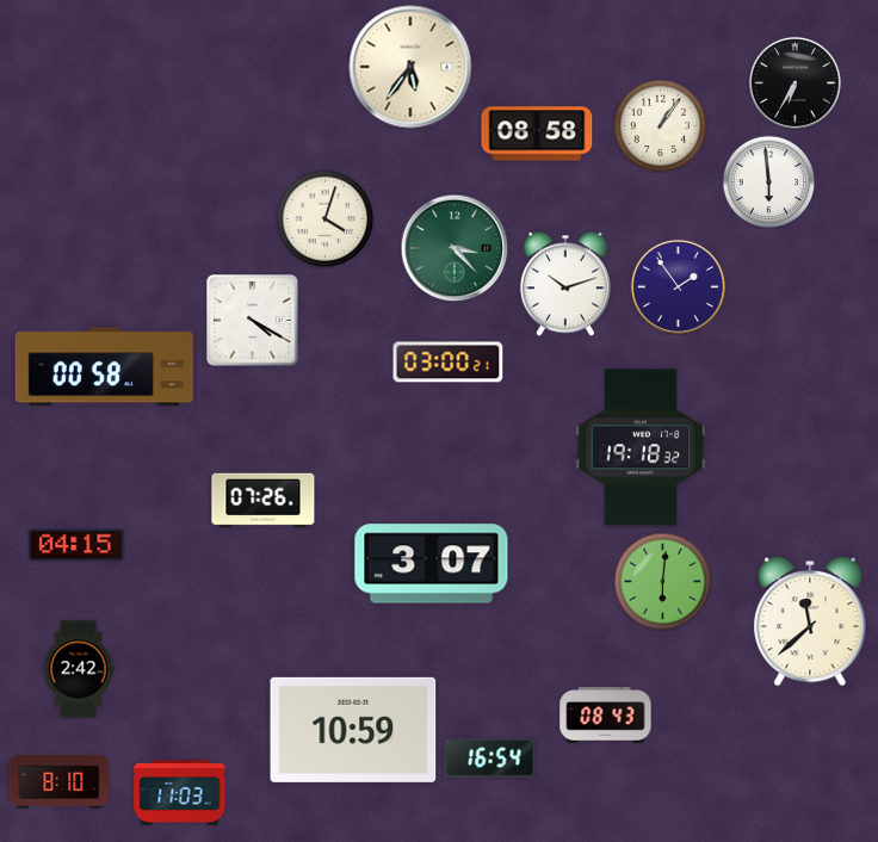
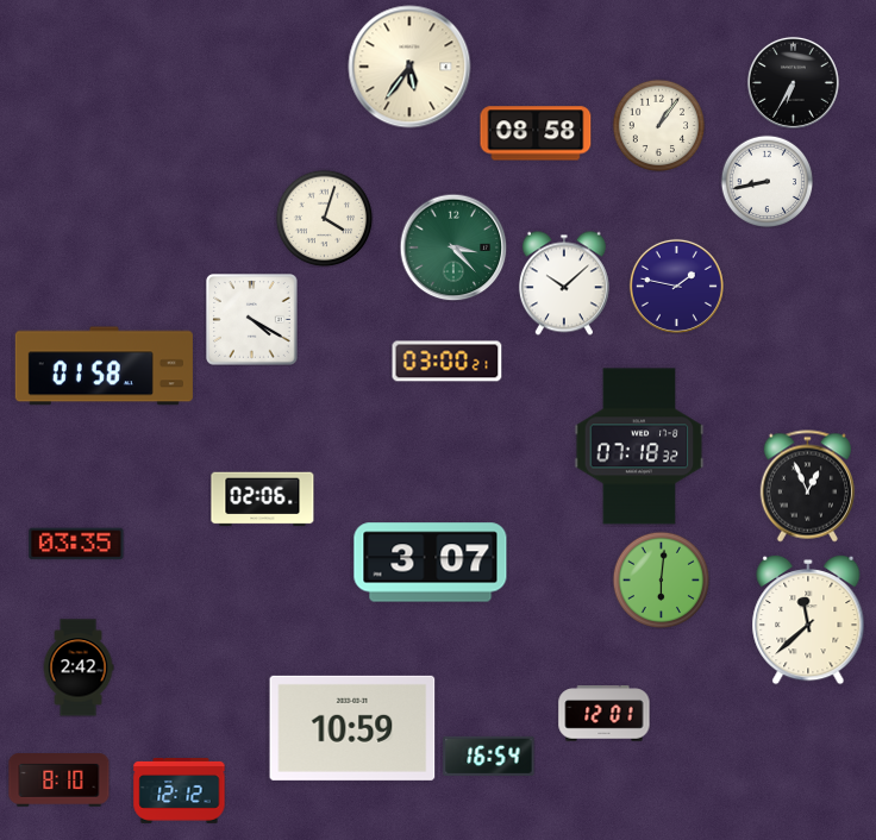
clock at (768, 181): 5:59 -> 8:43
clock at (565, 284): 10:12 -> 10:08
clock at (678, 286): 1:54 -> 1:47
clock at (104, 367): 00:58 -> 01:58
clock at (641, 447): 19:18 -> 07:18
clock at (807, 487): none -> 12:56
clock at (264, 501): 07:26 -> 02:06
clock at (76, 545): 04:15 -> 03:35
clock at (606, 716): 08:43 -> 12:01
clock at (180, 793): 11:03 -> 12:12
